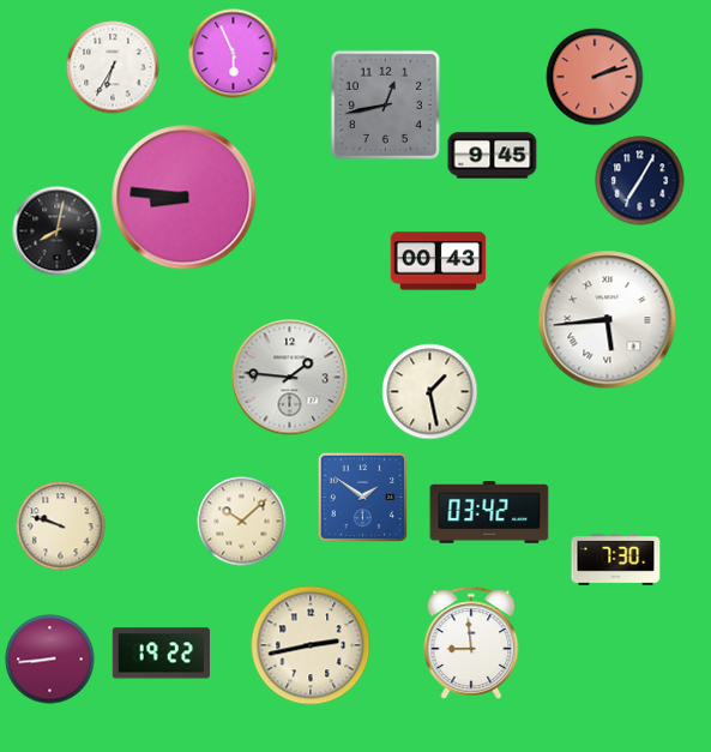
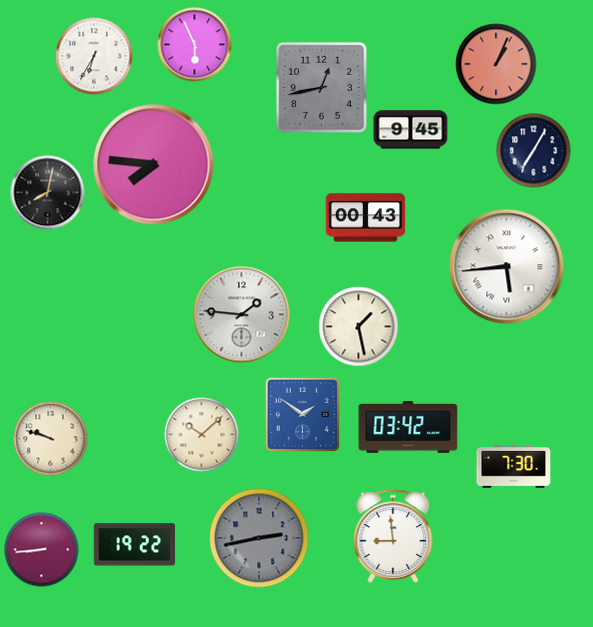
clock at (595, 77): 2:12 -> 1:04
clock at (185, 198): 8:46 -> 7:46
clock at (311, 645) dial: cream -> grey
